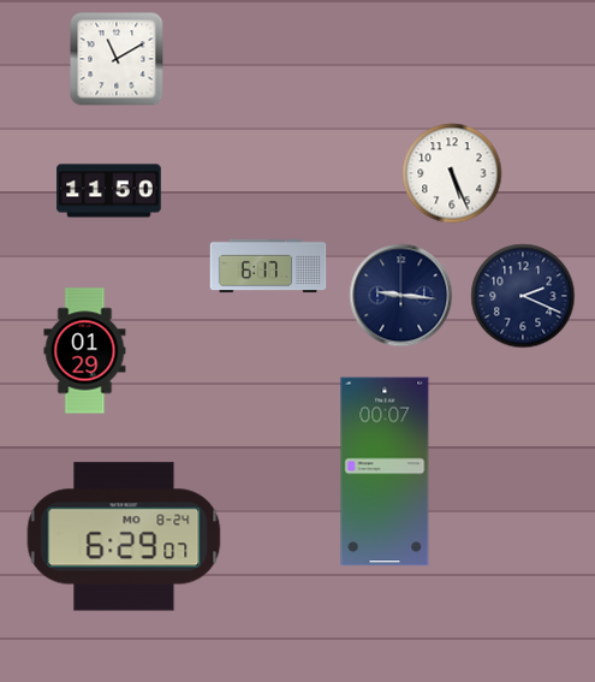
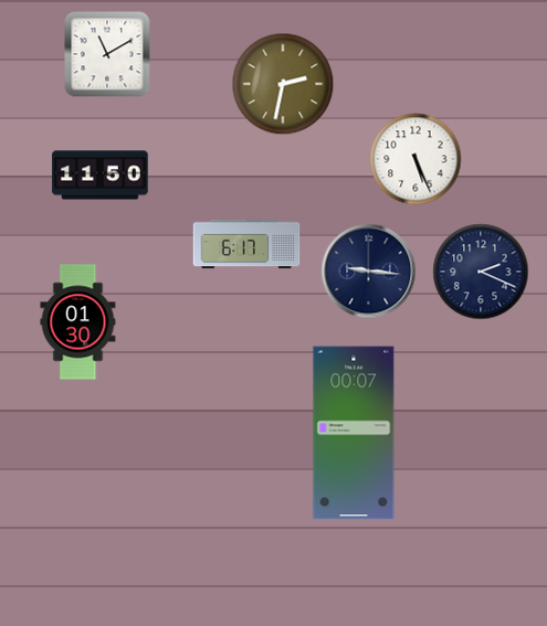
clock at (283, 84): none -> 2:32
clock at (85, 351): 01:29 -> 01:30
clock at (124, 536): 6:29 -> none
